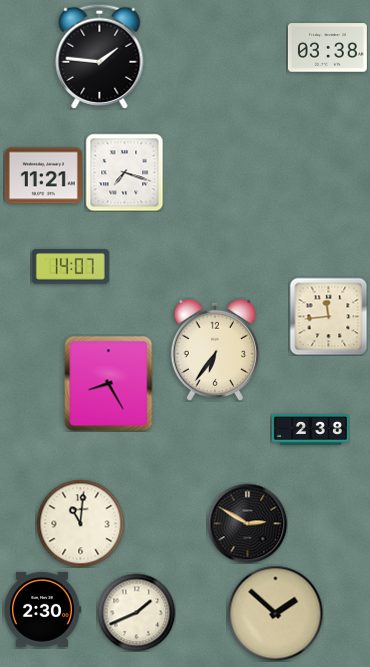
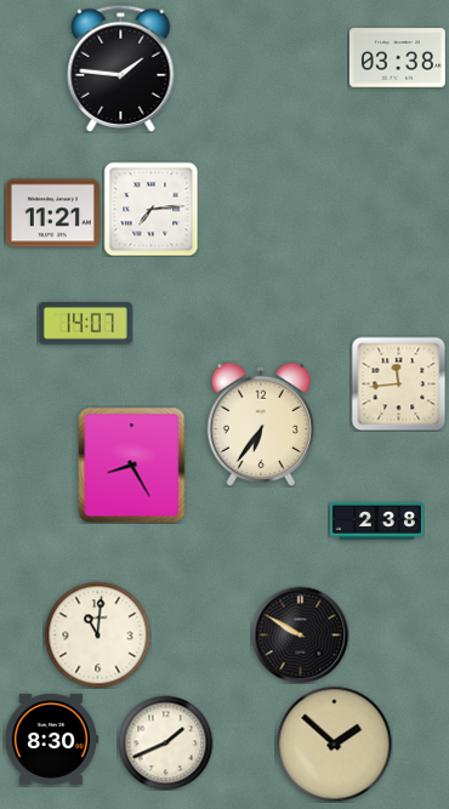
clock at (124, 172): 7:18 -> 7:14
clock at (247, 523): 2:50 -> 9:50
clock at (42, 609): 2:30 -> 8:30
